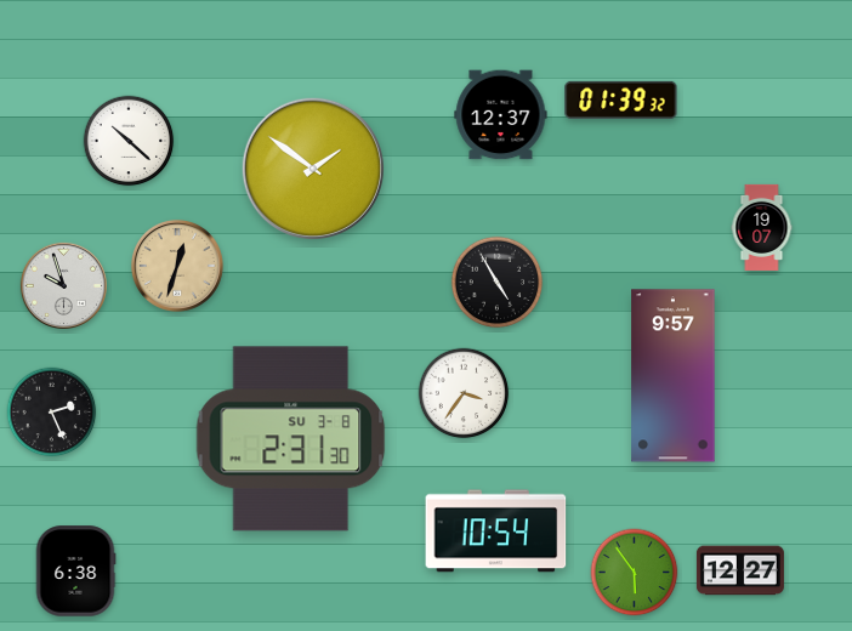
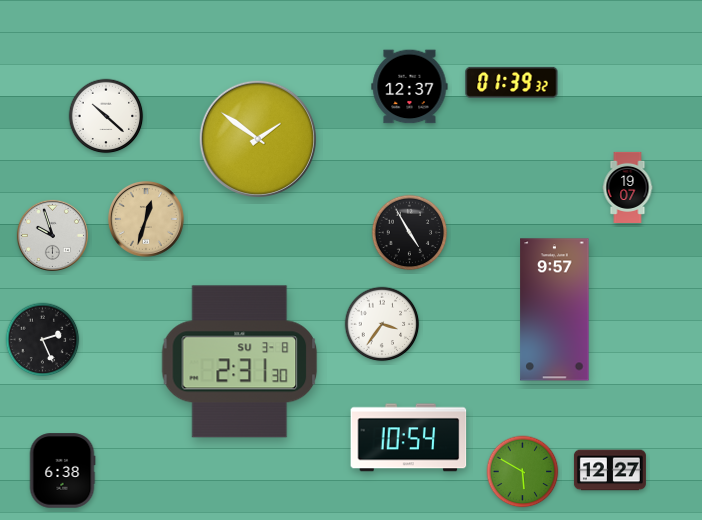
clock at (501, 115) position: (501, 115) -> (410, 87)
clock at (635, 573): 5:54 -> 5:50
